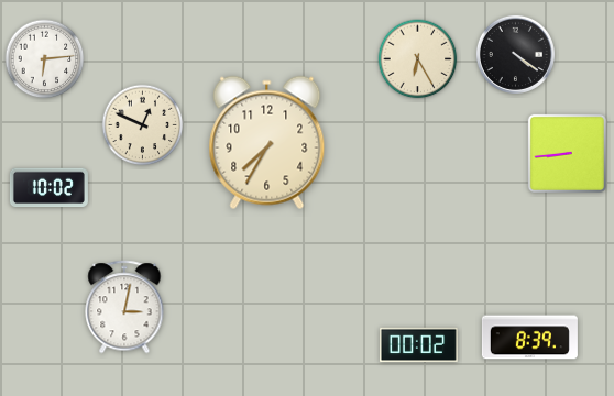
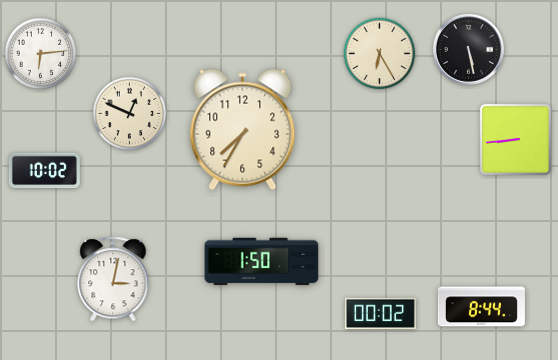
clock at (515, 54): 4:21 -> 5:28
clock at (262, 262): none -> 1:50
clock at (529, 338): 8:39 -> 8:44
